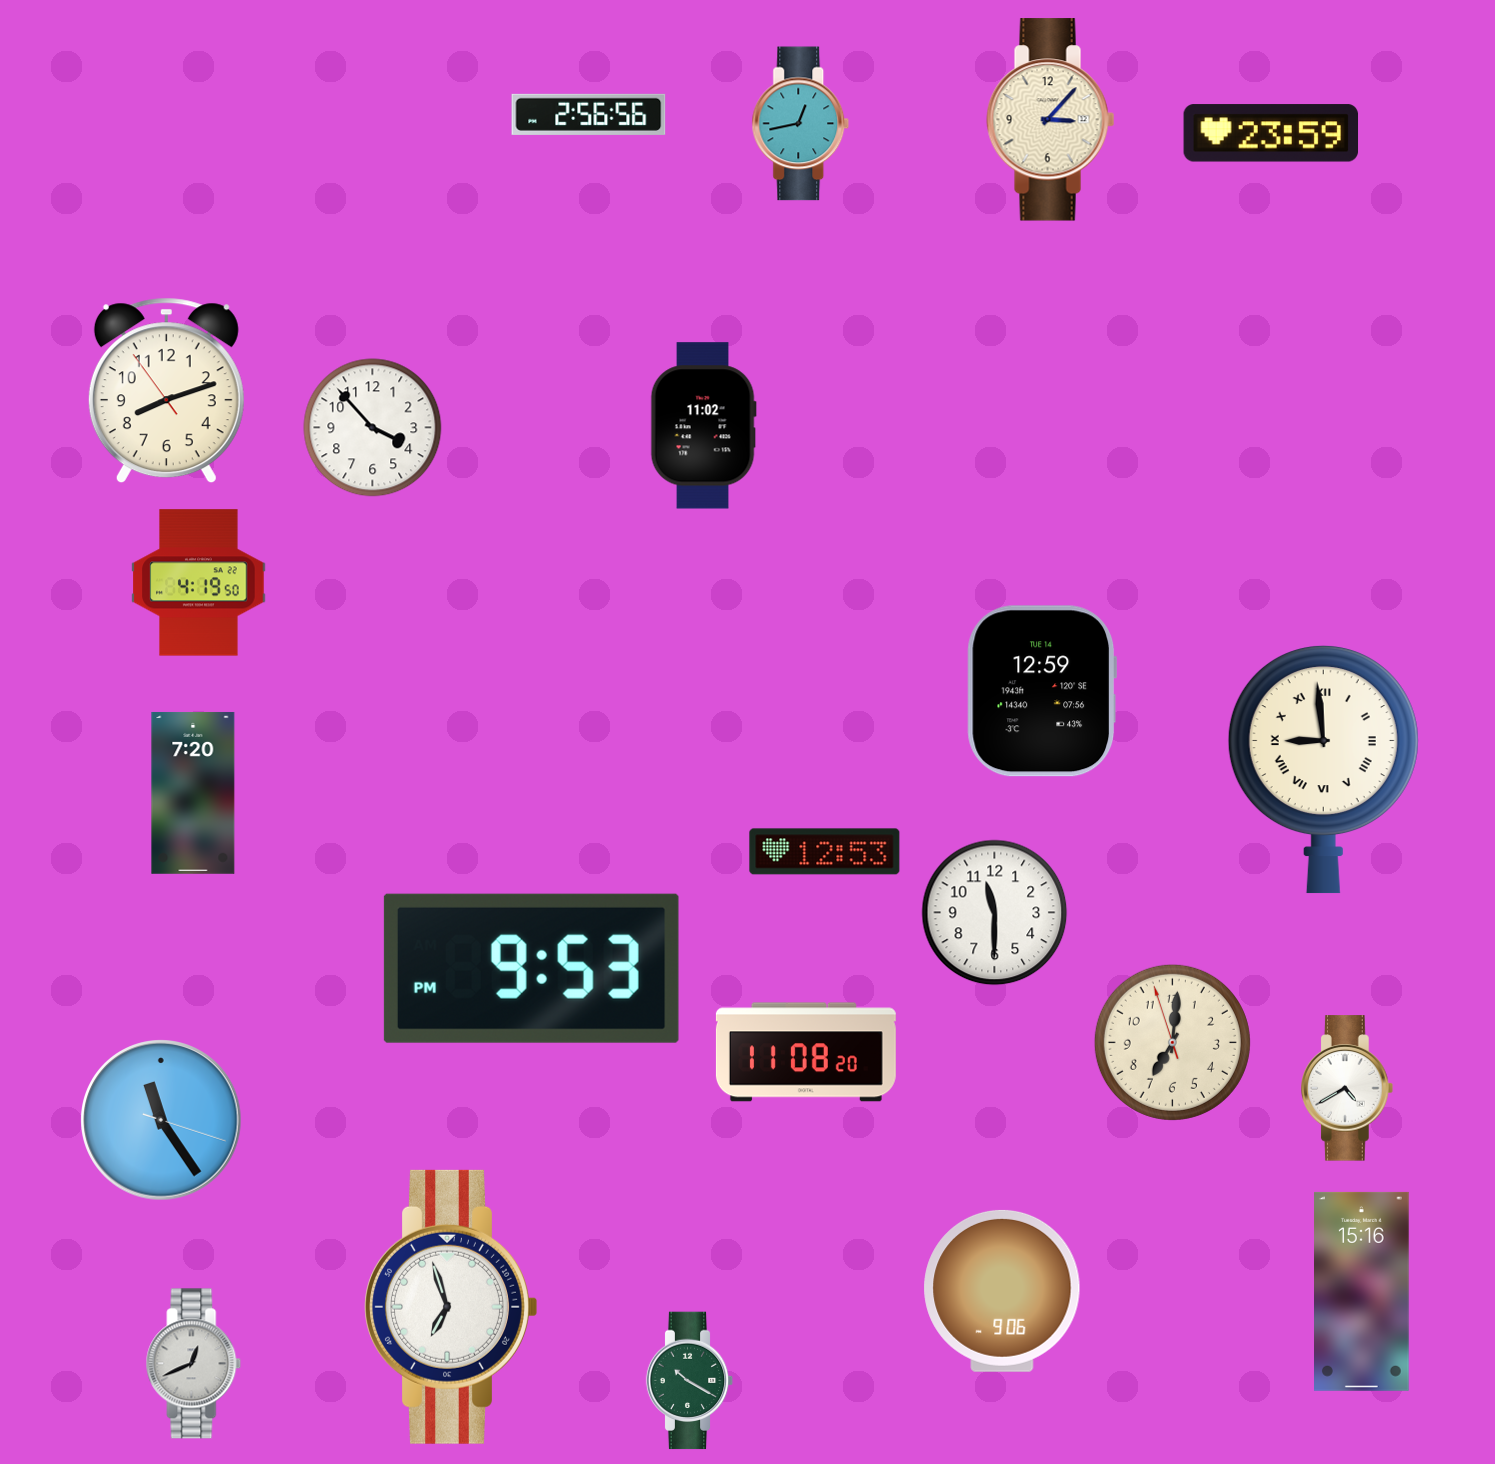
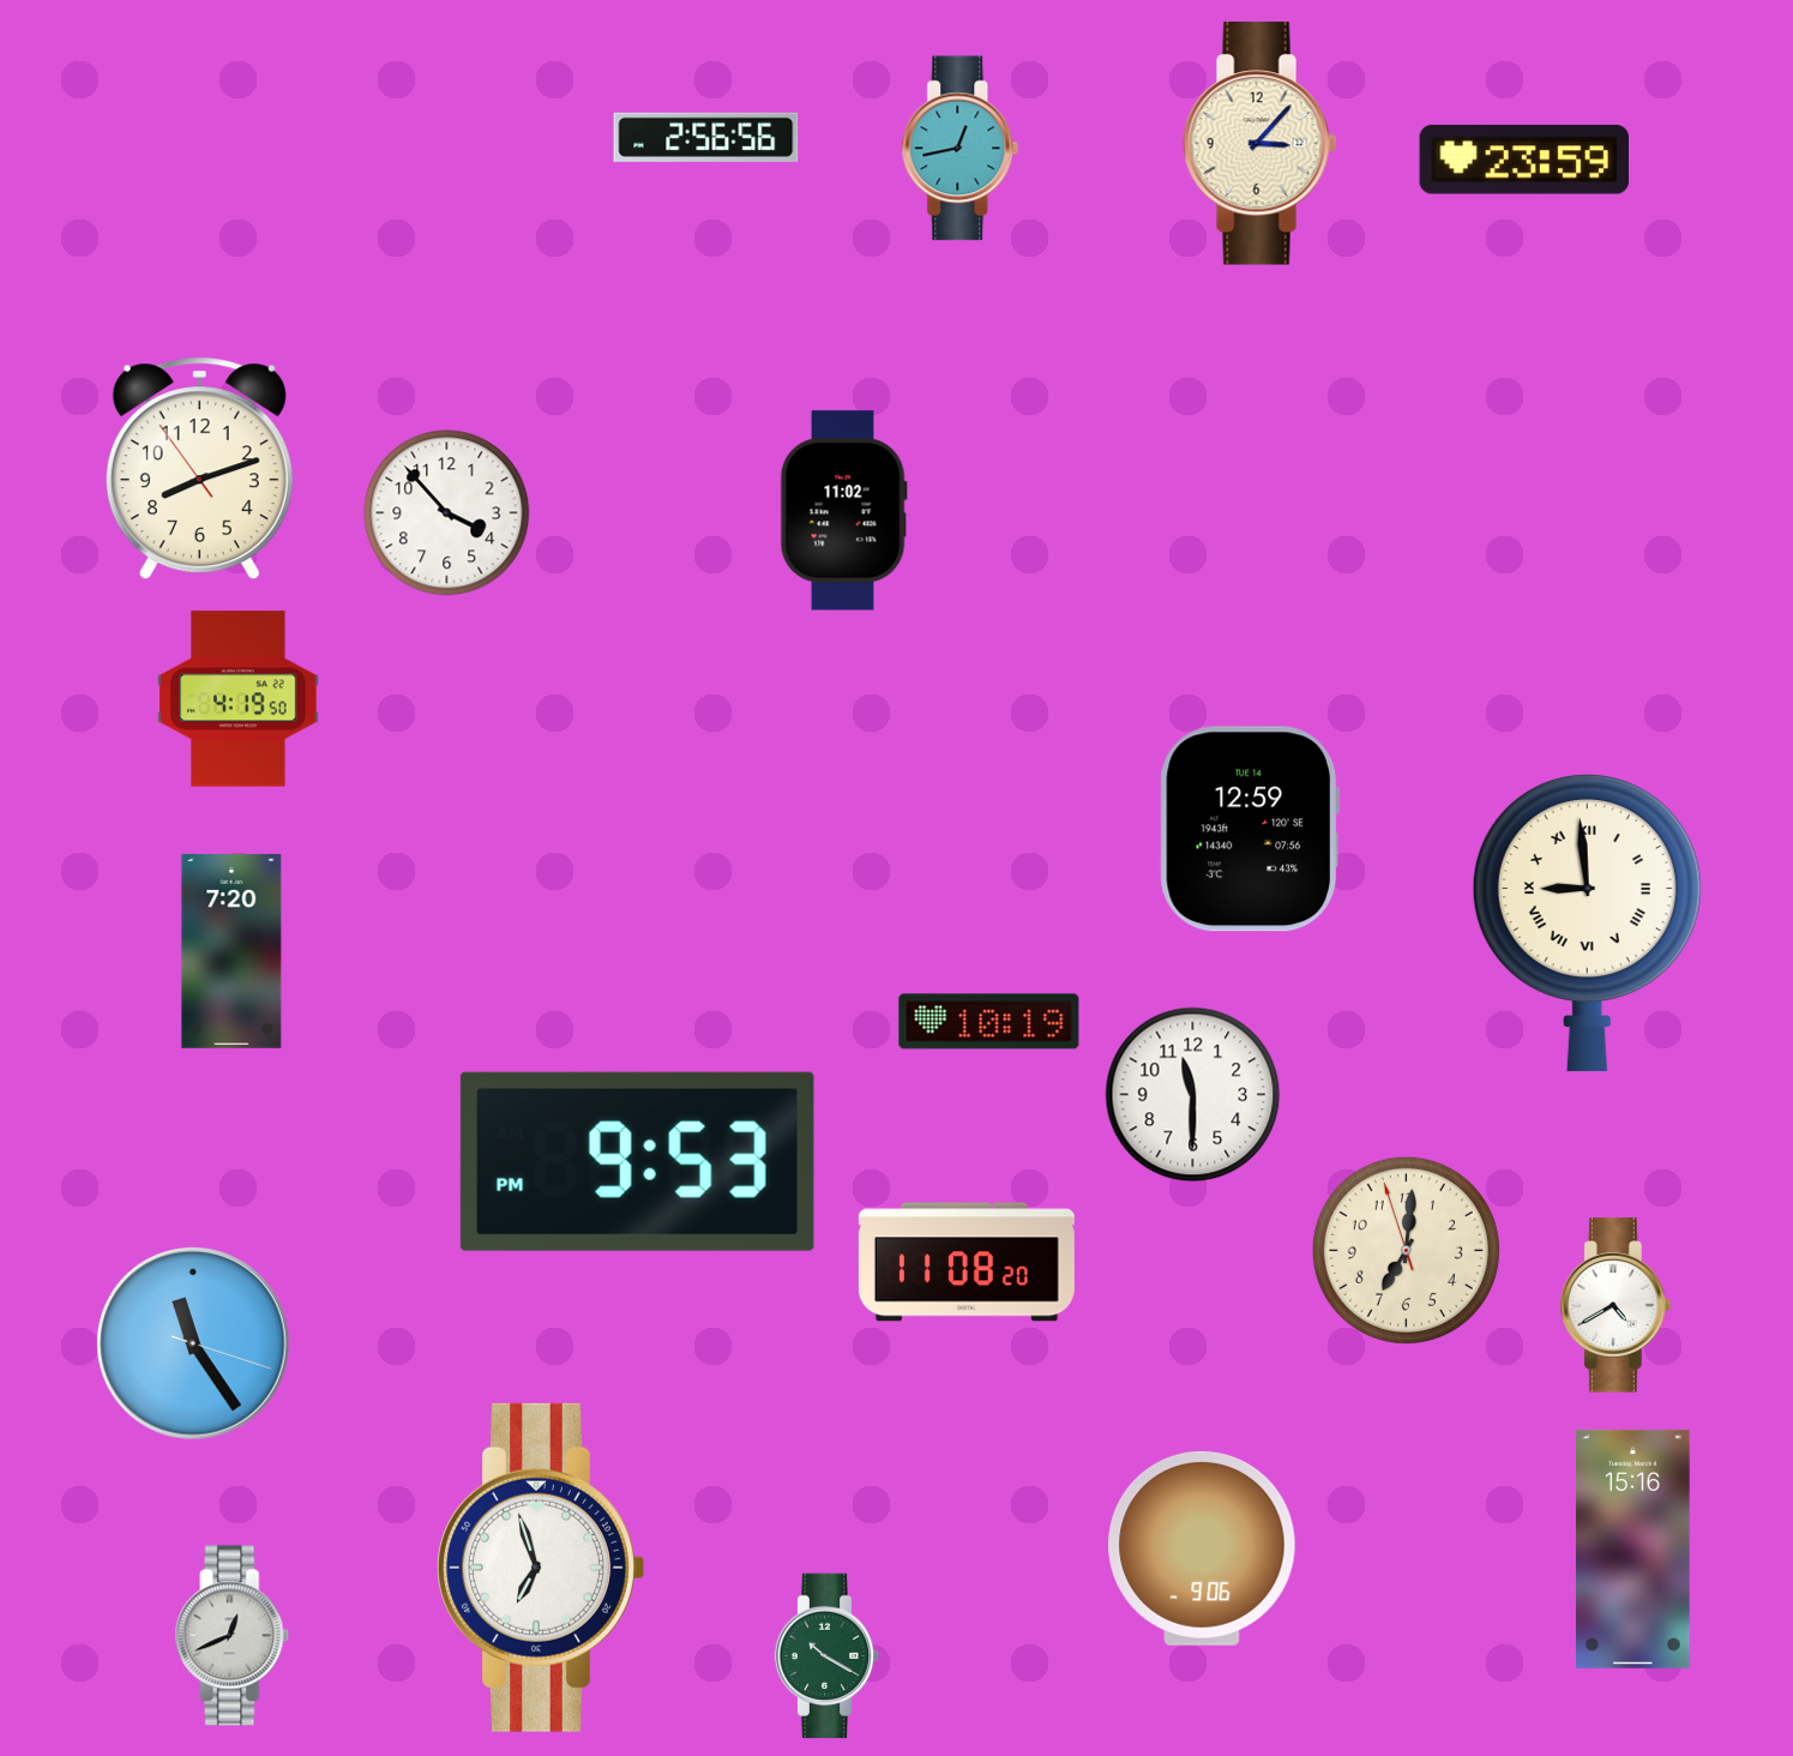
clock at (825, 852): 12:53 -> 10:19
